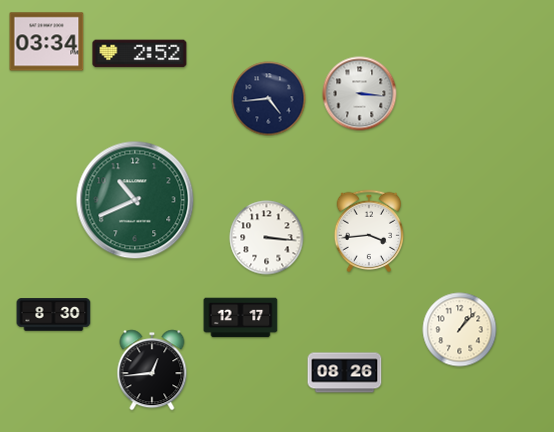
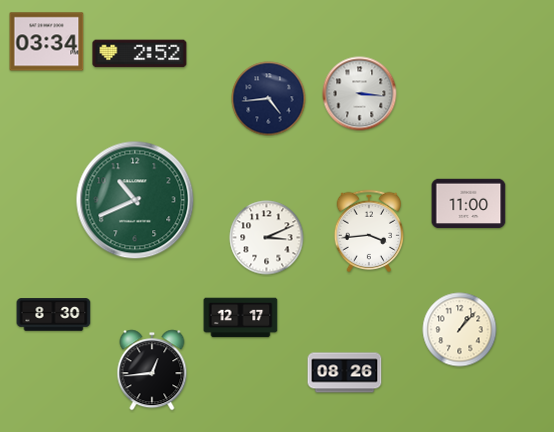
clock at (469, 204): none -> 11:00
clock at (267, 238): 3:16 -> 3:11
